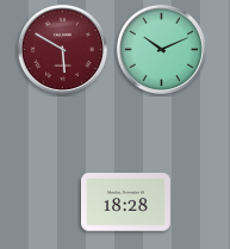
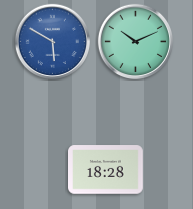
clock at (62, 49) dial: burgundy -> blue
